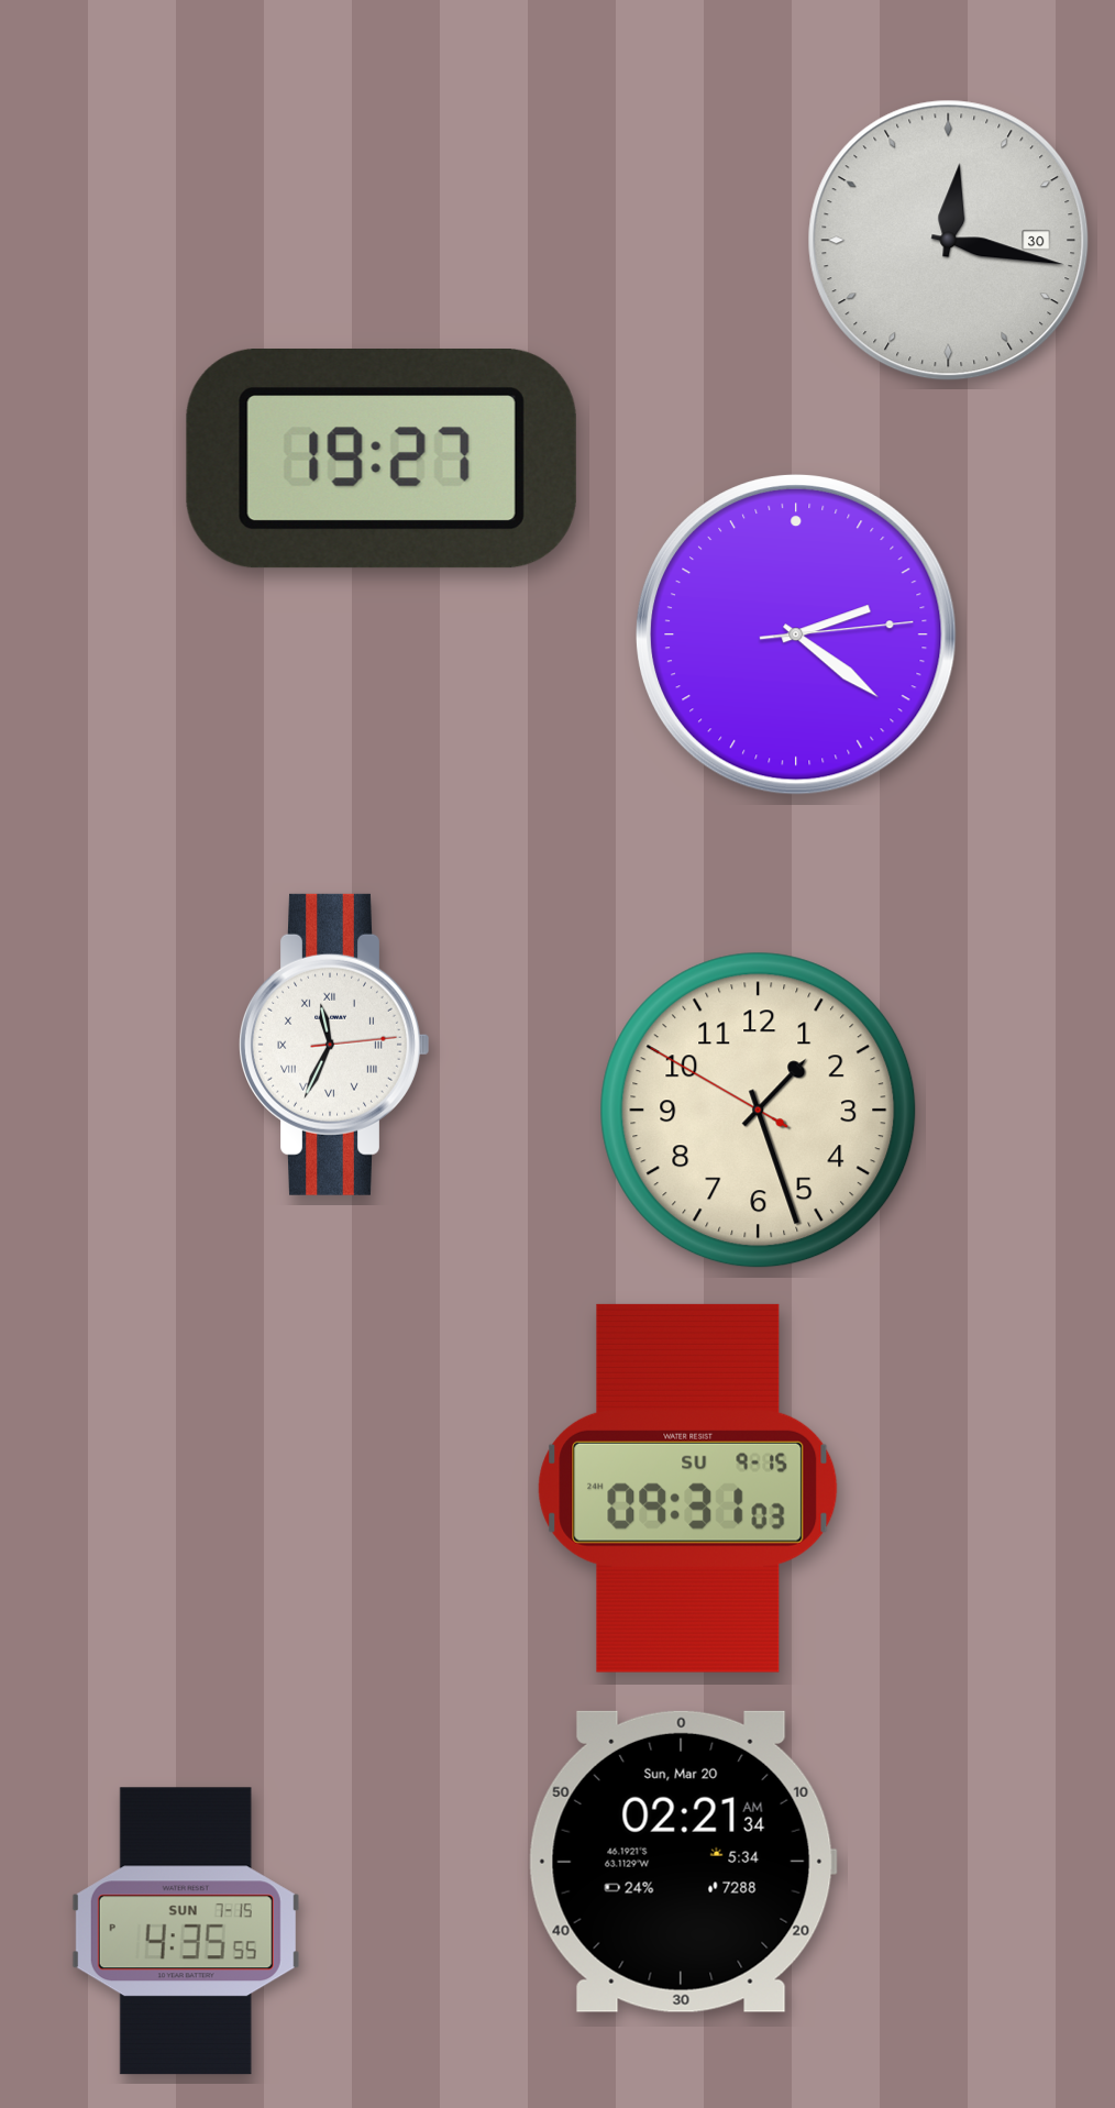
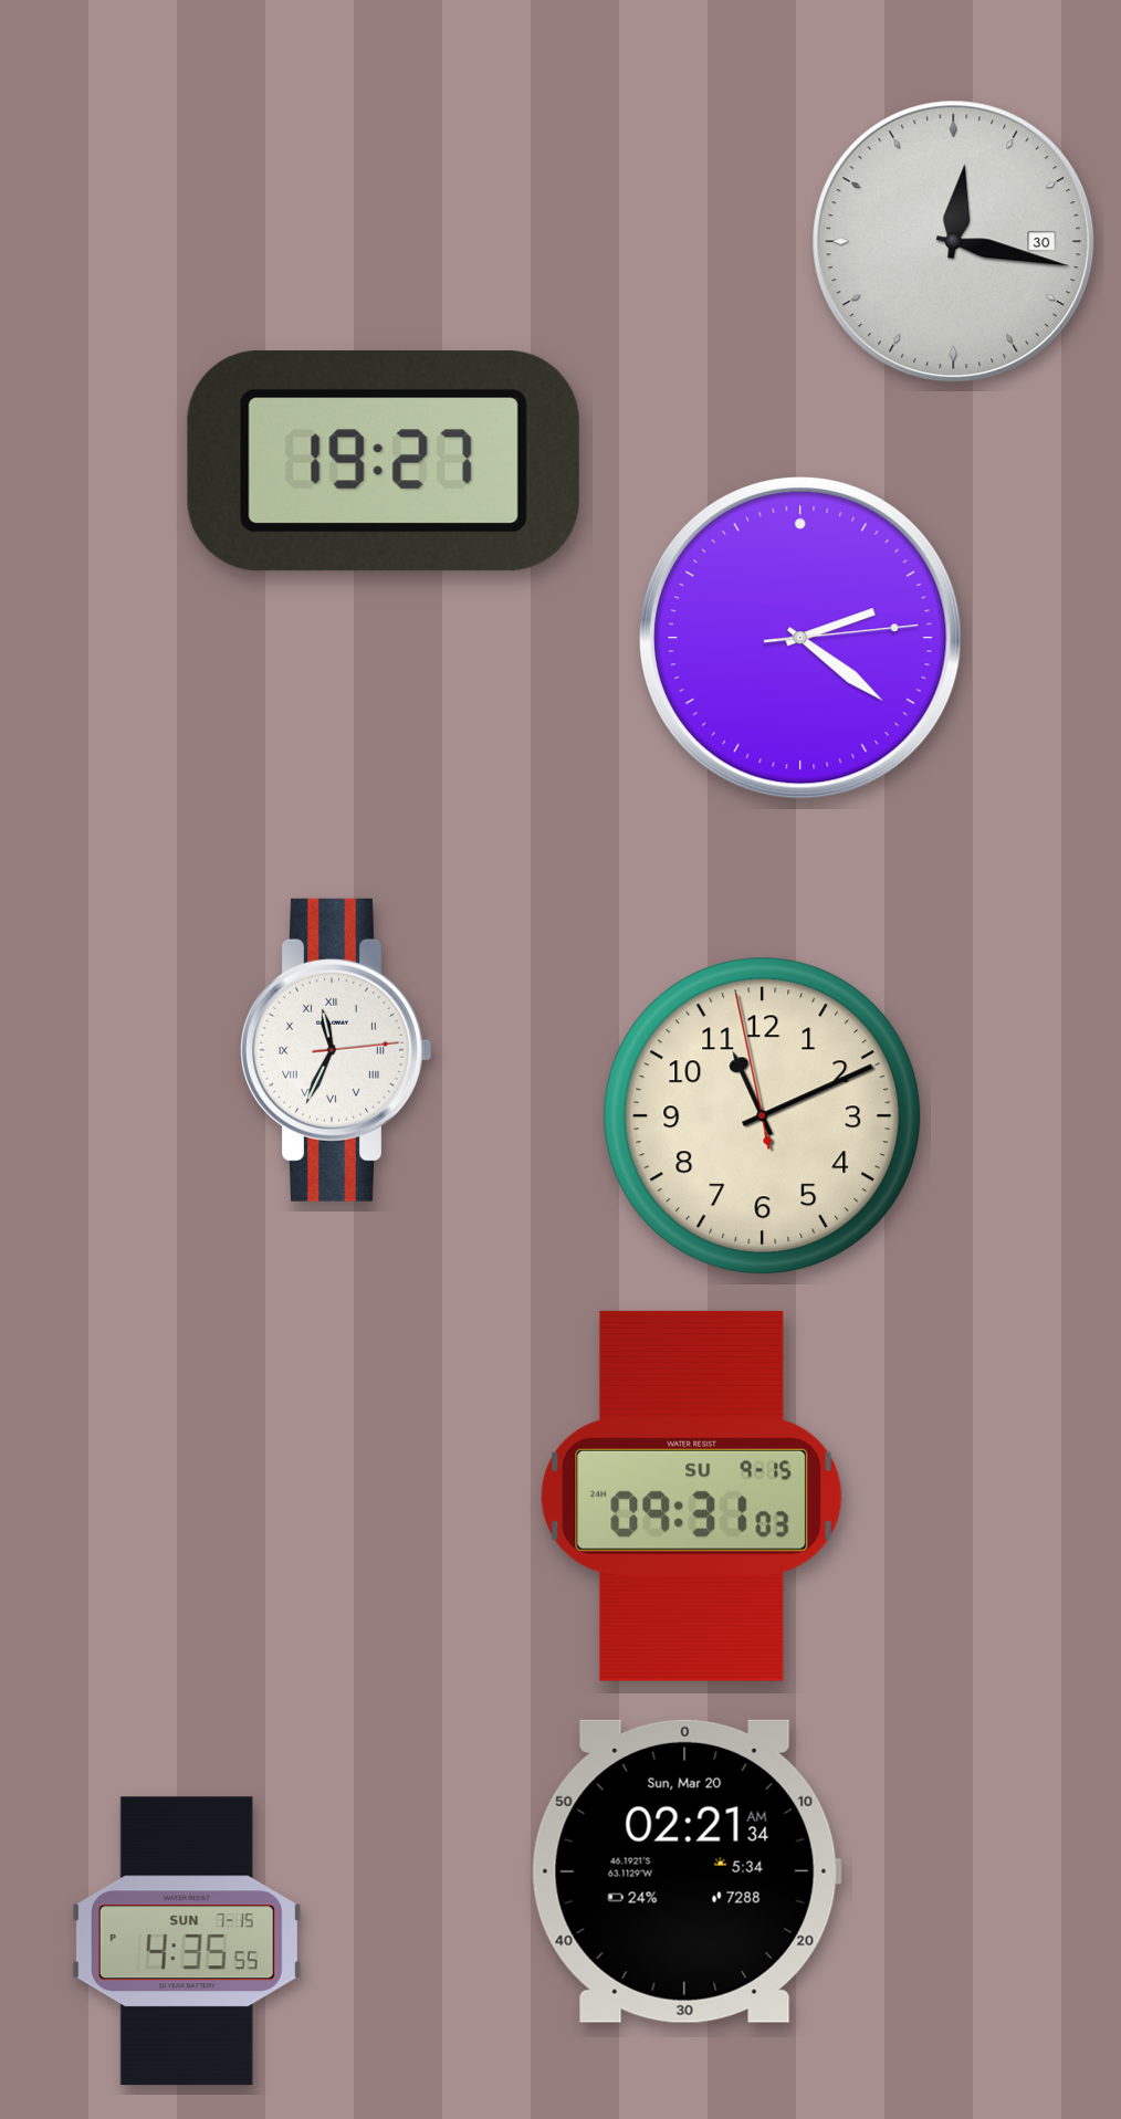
clock at (759, 1111): 1:26 -> 11:10
